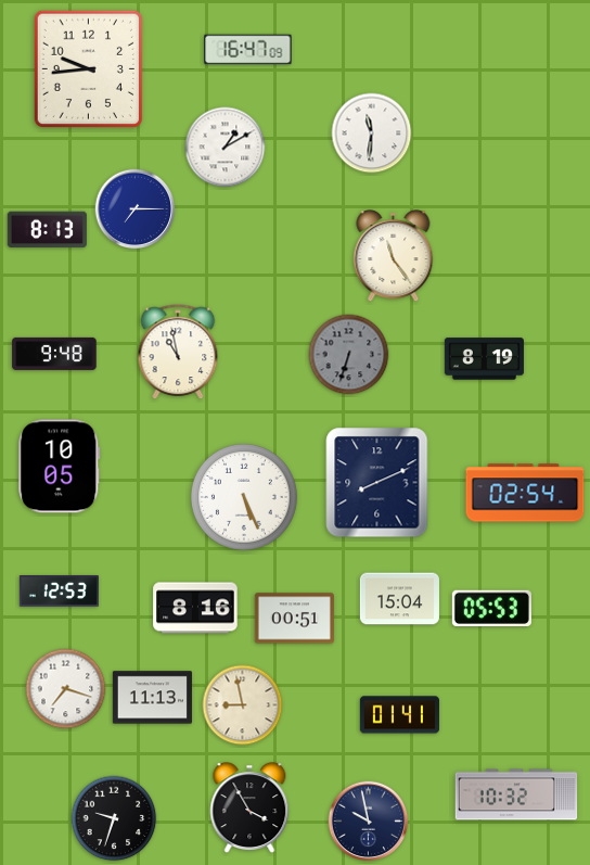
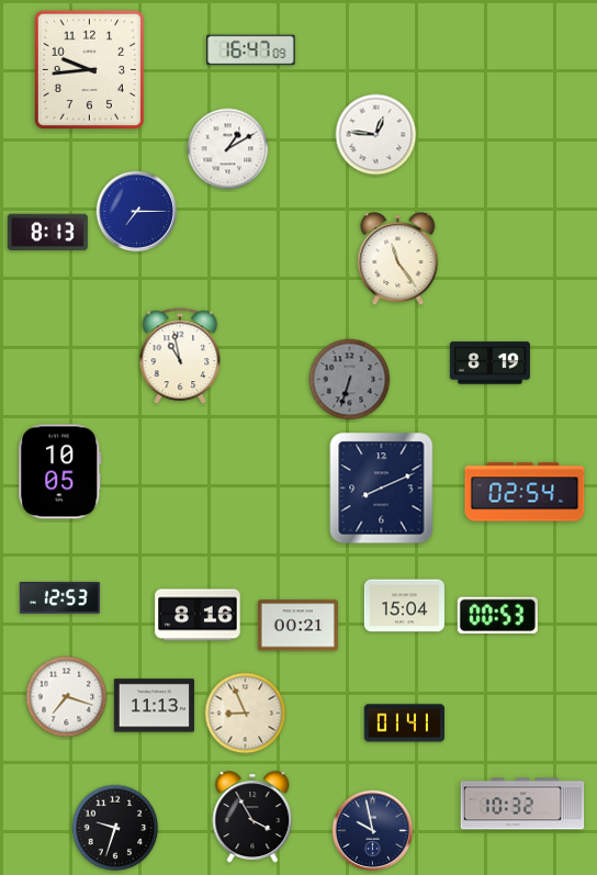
clock at (372, 133): 11:31 -> 12:46
clock at (54, 354): 9:48 -> none
clock at (349, 355) position: (349, 355) -> (350, 380)
clock at (525, 493) position: (525, 493) -> (525, 492)
clock at (244, 497): 5:26 -> none
clock at (491, 609): 05:53 -> 00:53
clock at (294, 619): 00:51 -> 00:21
clock at (243, 705): 8:58 -> 8:56
